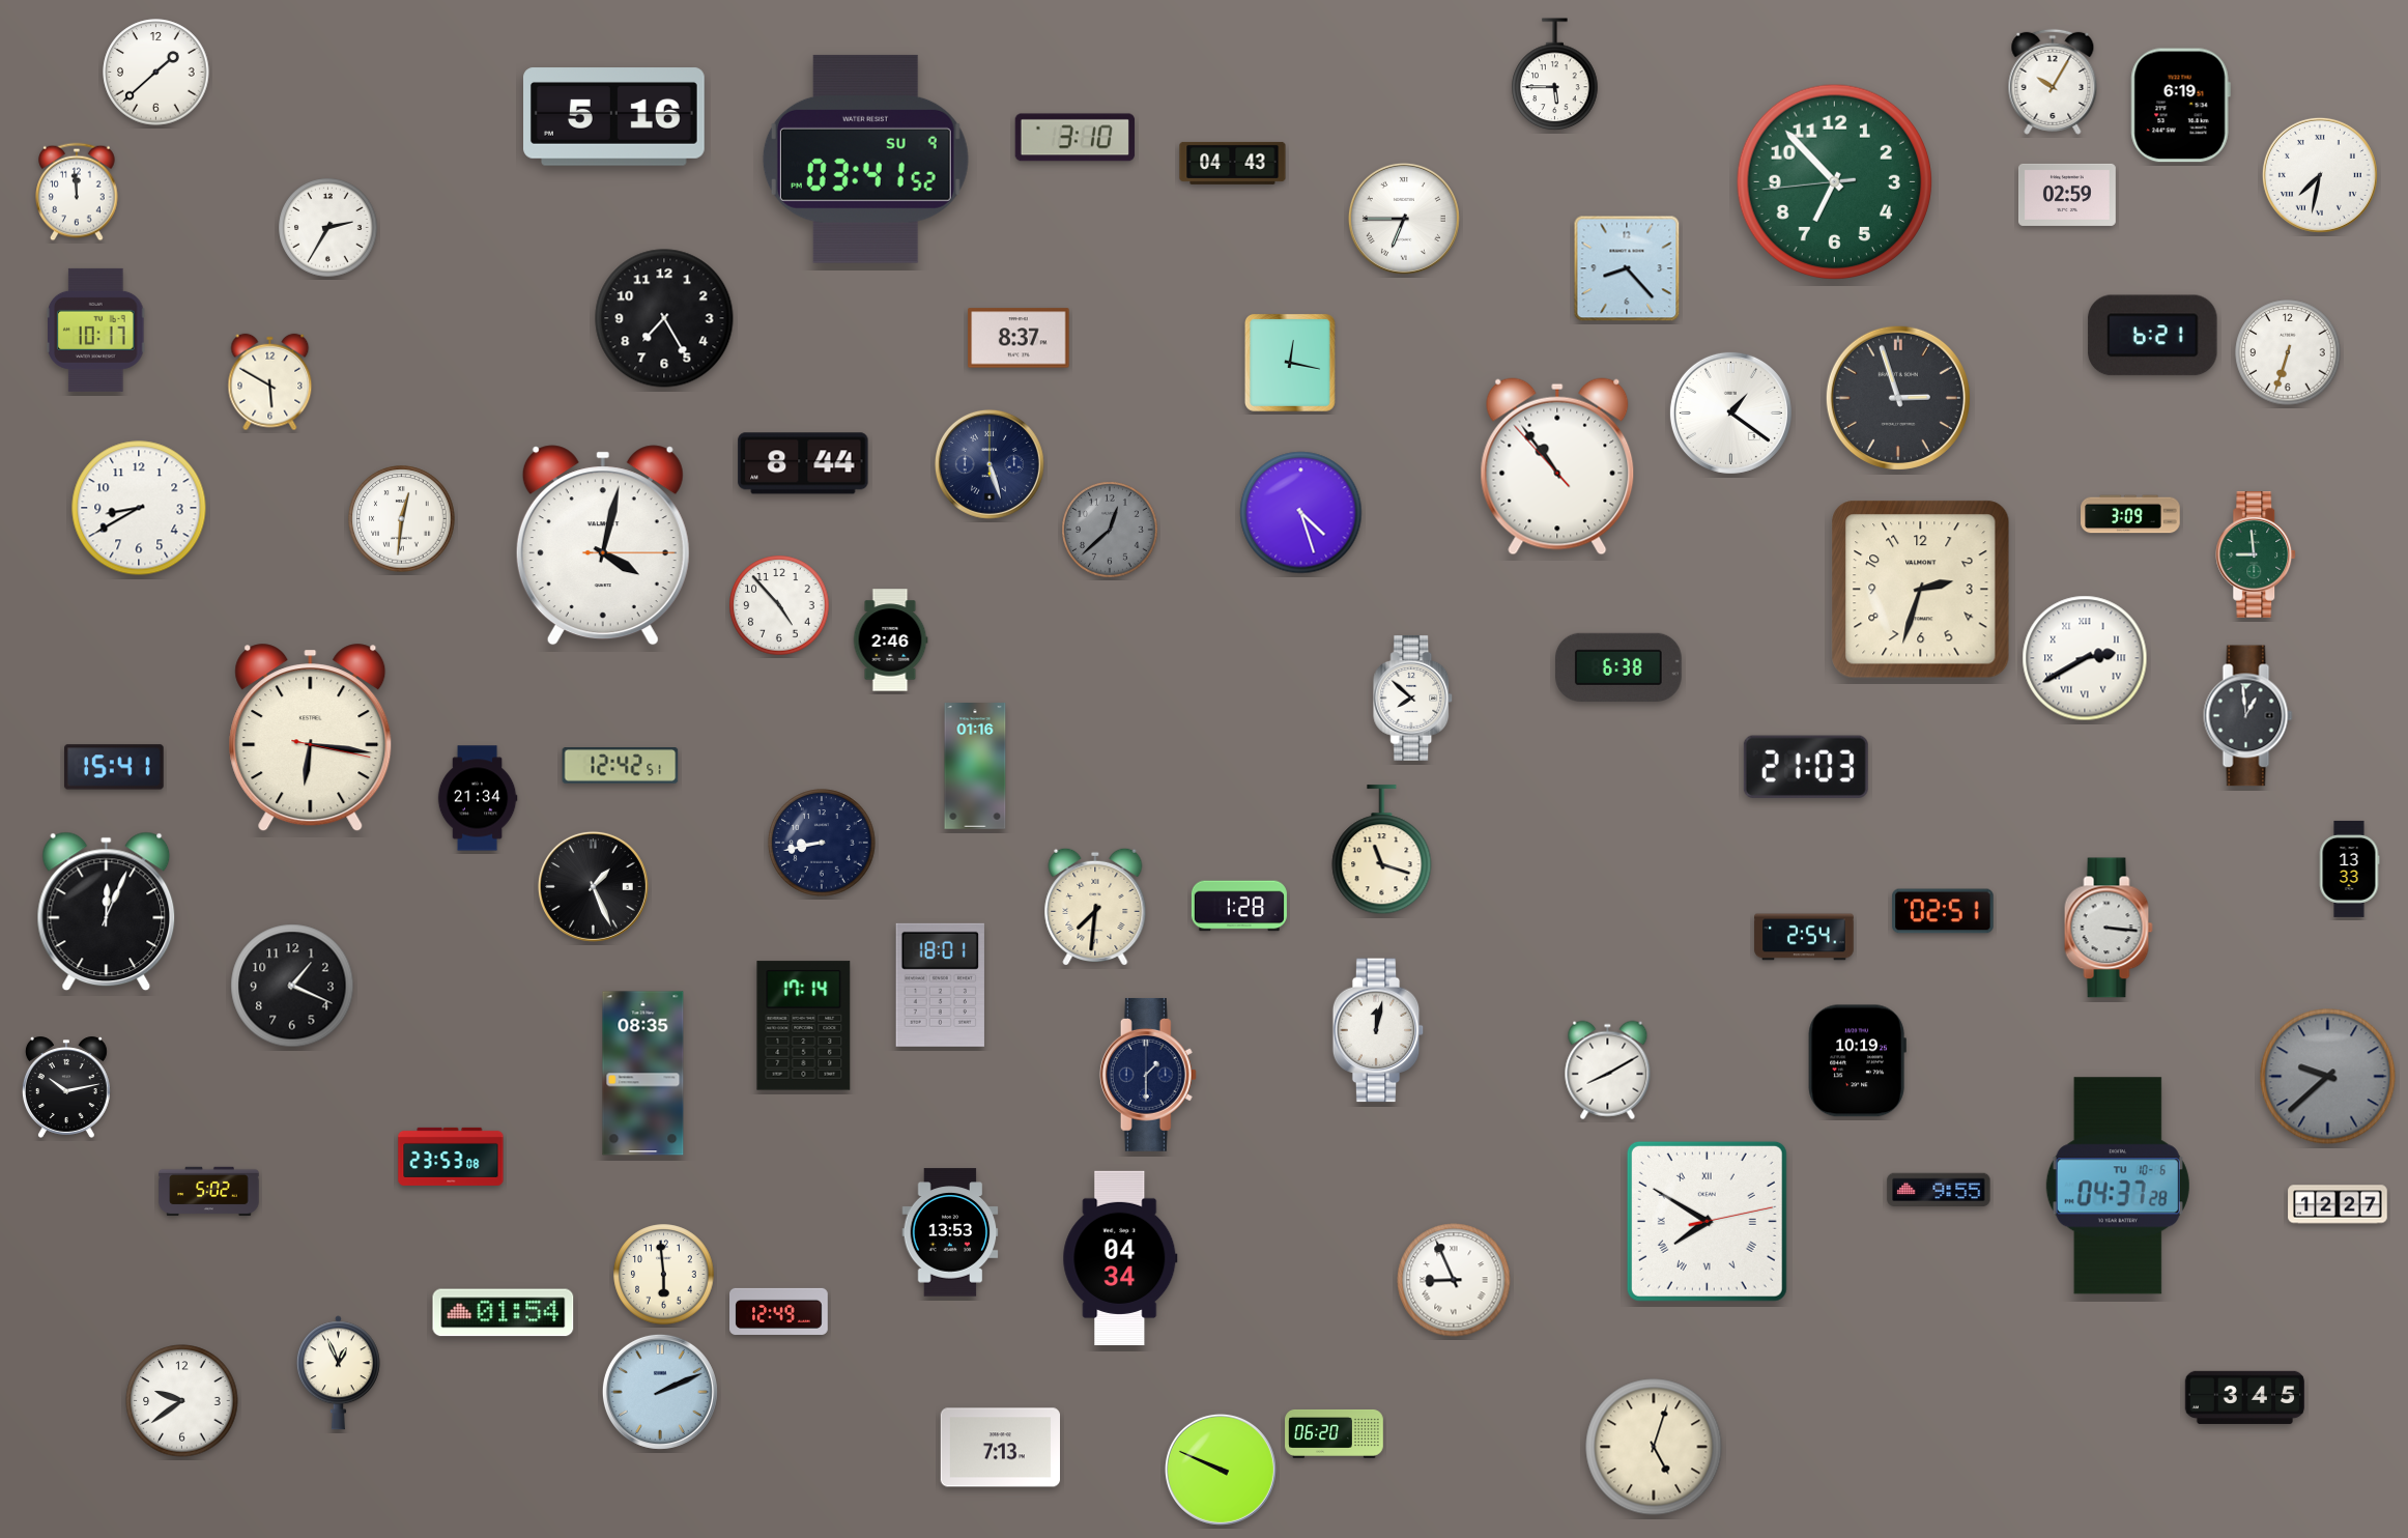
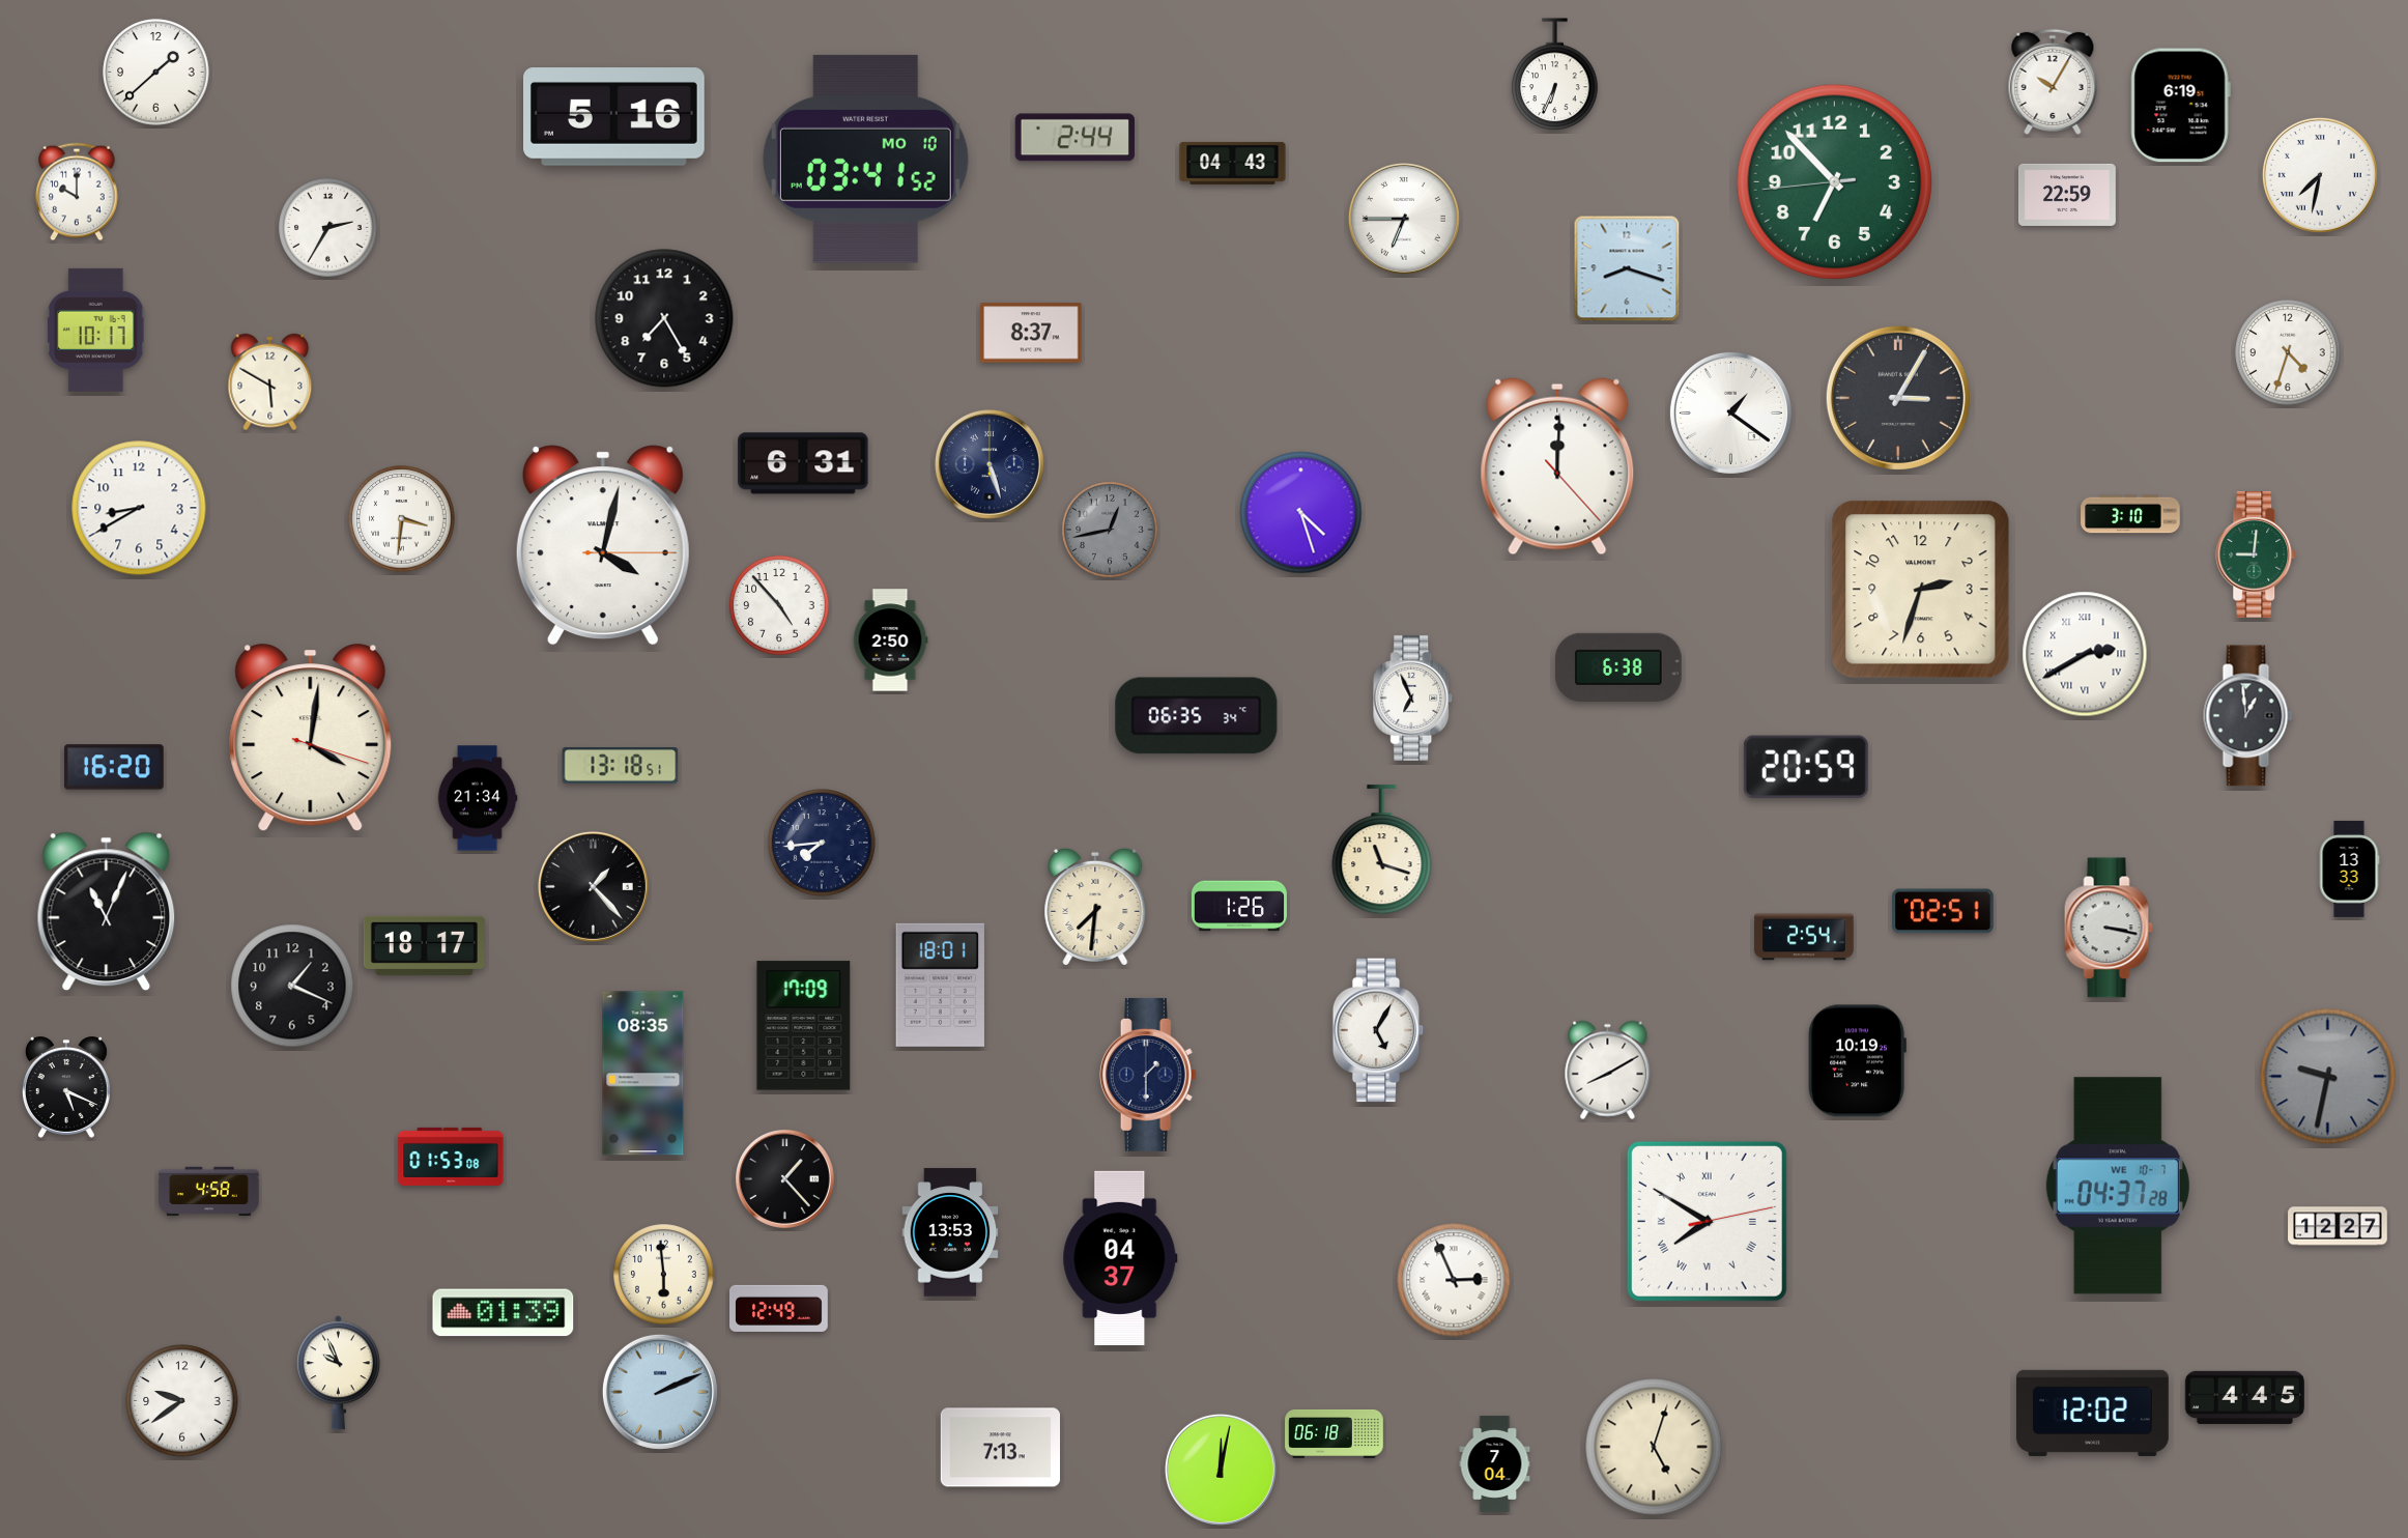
clock at (1555, 75): 5:45 -> 6:34
clock at (1074, 138): 3:10 -> 2:44
clock at (865, 159) date: SU 9 -> MO 10
clock at (77, 192): 11:59 -> 10:00
clock at (2067, 195): 02:59 -> 22:59
clock at (1627, 268): 8:23 -> 8:18
clock at (2153, 336): 6:21 -> none
clock at (1019, 338) position: (1019, 338) -> (1031, 333)
clock at (2288, 352): 6:33 -> 4:33
clock at (1290, 363): 12:17 -> none
clock at (1898, 398): 2:57 -> 3:05
clock at (803, 463): 8:44 -> 6:31
clock at (1557, 466): 10:53 -> 12:00
clock at (2130, 514): 3:09 -> 3:10
clock at (402, 519): 12:31 -> 3:31
clock at (1110, 530): 12:38 -> 12:43
clock at (2257, 554): 8:59 -> 9:01
clock at (890, 640): 2:46 -> 2:50
clock at (2085, 658) position: (2085, 658) -> (2085, 654)
clock at (1413, 697): 7:52 -> 6:56
clock at (1197, 716): none -> 06:35
clock at (311, 738): 6:16 -> 4:01
clock at (621, 766): 12:42 -> 13:18
clock at (975, 766): 01:16 -> none
clock at (115, 767): 15:41 -> 16:20
clock at (1806, 767): 21:03 -> 20:59
clock at (822, 843): 8:43 -> 7:44
clock at (593, 886): 1:26 -> 1:23
clock at (1239, 906): 1:28 -> 1:26
clock at (107, 912): 12:04 -> 11:04
clock at (2109, 928): 3:16 -> 3:17
clock at (424, 945): none -> 18:17
clock at (804, 1026): 17:14 -> 17:09
clock at (1378, 1030): 12:02 -> 5:05
clock at (2328, 1077): 9:38 -> 9:32
clock at (66, 1087): 10:13 -> 5:19
clock at (451, 1157): 23:53 -> 01:53
clock at (785, 1179): none -> 1:23
clock at (2118, 1186) date: TU 10-6 -> WE 10-7
clock at (1939, 1190): 9:55 -> none
clock at (209, 1192): 5:02 -> 4:58
clock at (2338, 1204) position: (2338, 1204) -> (2338, 1226)
clock at (1120, 1258): 04:34 -> 04:37
clock at (1454, 1280): 8:56 -> 2:56
clock at (779, 1311) position: (779, 1311) -> (779, 1308)
clock at (504, 1313): 01:54 -> 01:39
clock at (338, 1373): 12:56 -> 9:56
clock at (2244, 1397): 3:45 -> 4:45
clock at (2092, 1413): none -> 12:02
clock at (1335, 1433): 06:20 -> 06:18
clock at (1495, 1463): none -> 7:04
clock at (1221, 1470): 9:49 -> 12:02
